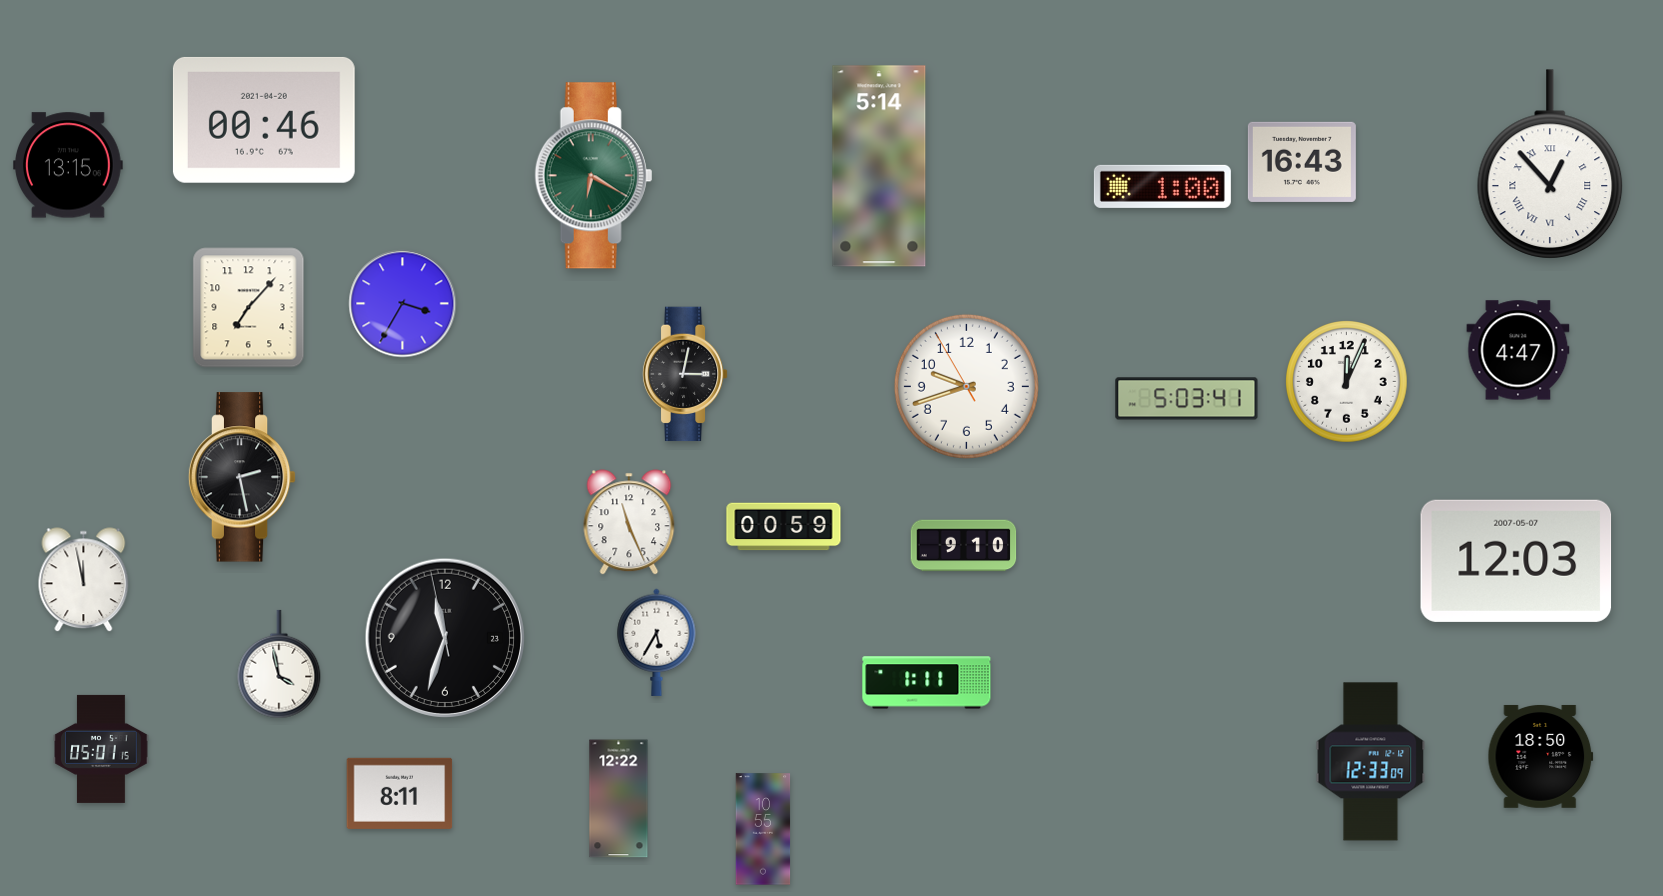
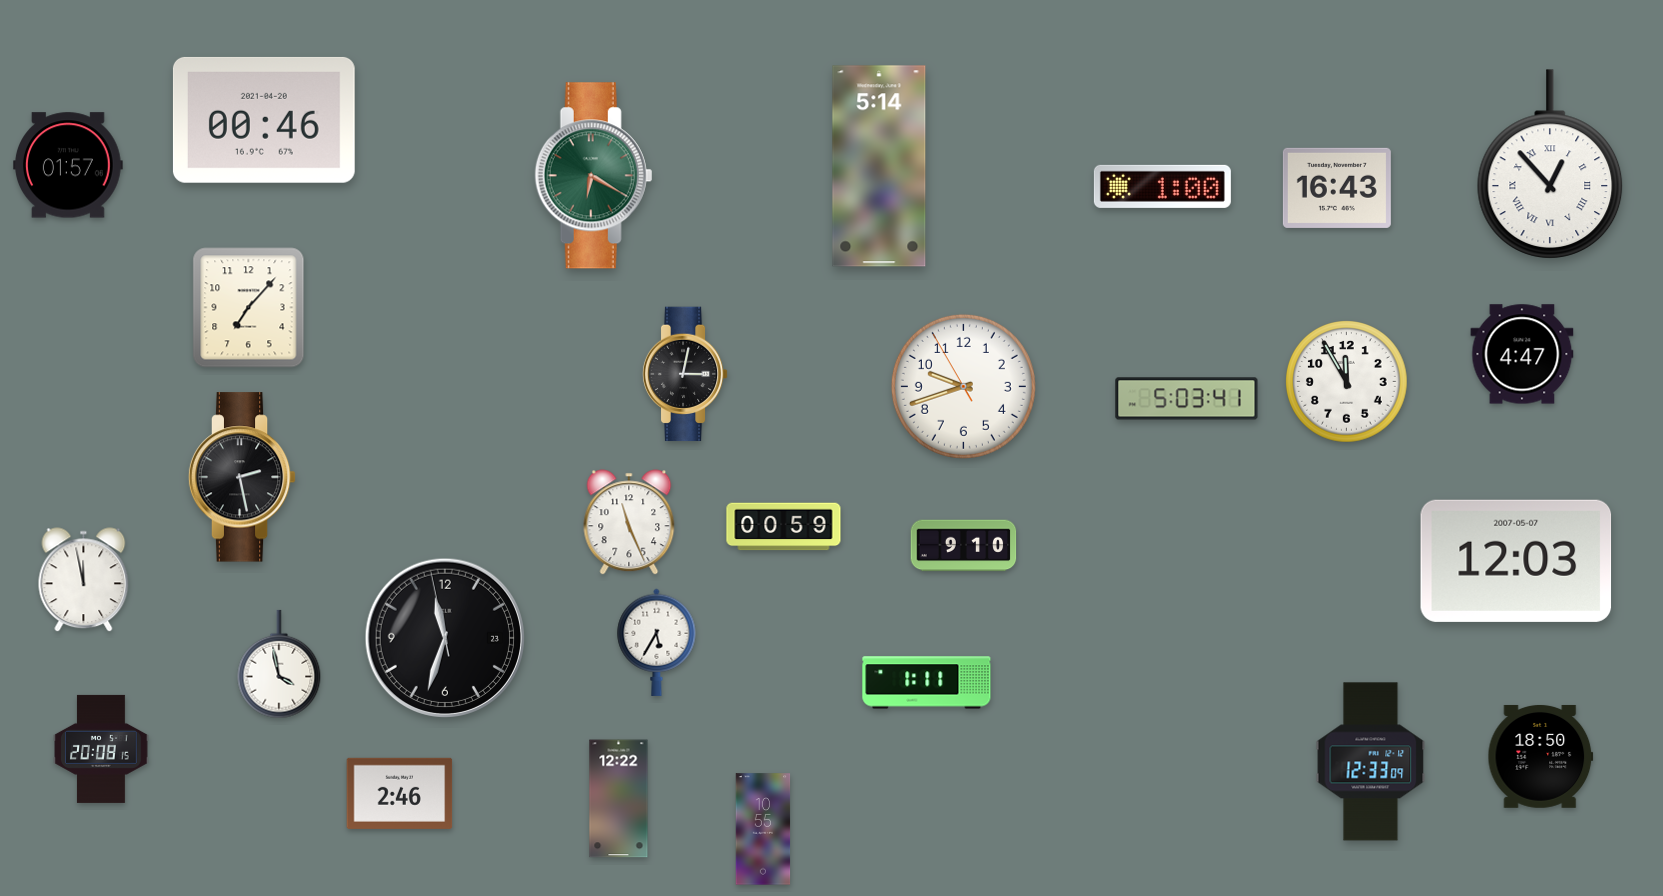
clock at (1302, 162) position: (1302, 162) -> (1337, 188)
clock at (69, 165): 13:15 -> 01:57
clock at (403, 304): 3:35 -> none
clock at (1518, 350) position: (1518, 350) -> (1522, 354)
clock at (1347, 382): 12:04 -> 11:55
clock at (966, 386) position: (966, 386) -> (963, 386)
clock at (101, 749): 05:01 -> 20:08
clock at (400, 793): 8:11 -> 2:46
